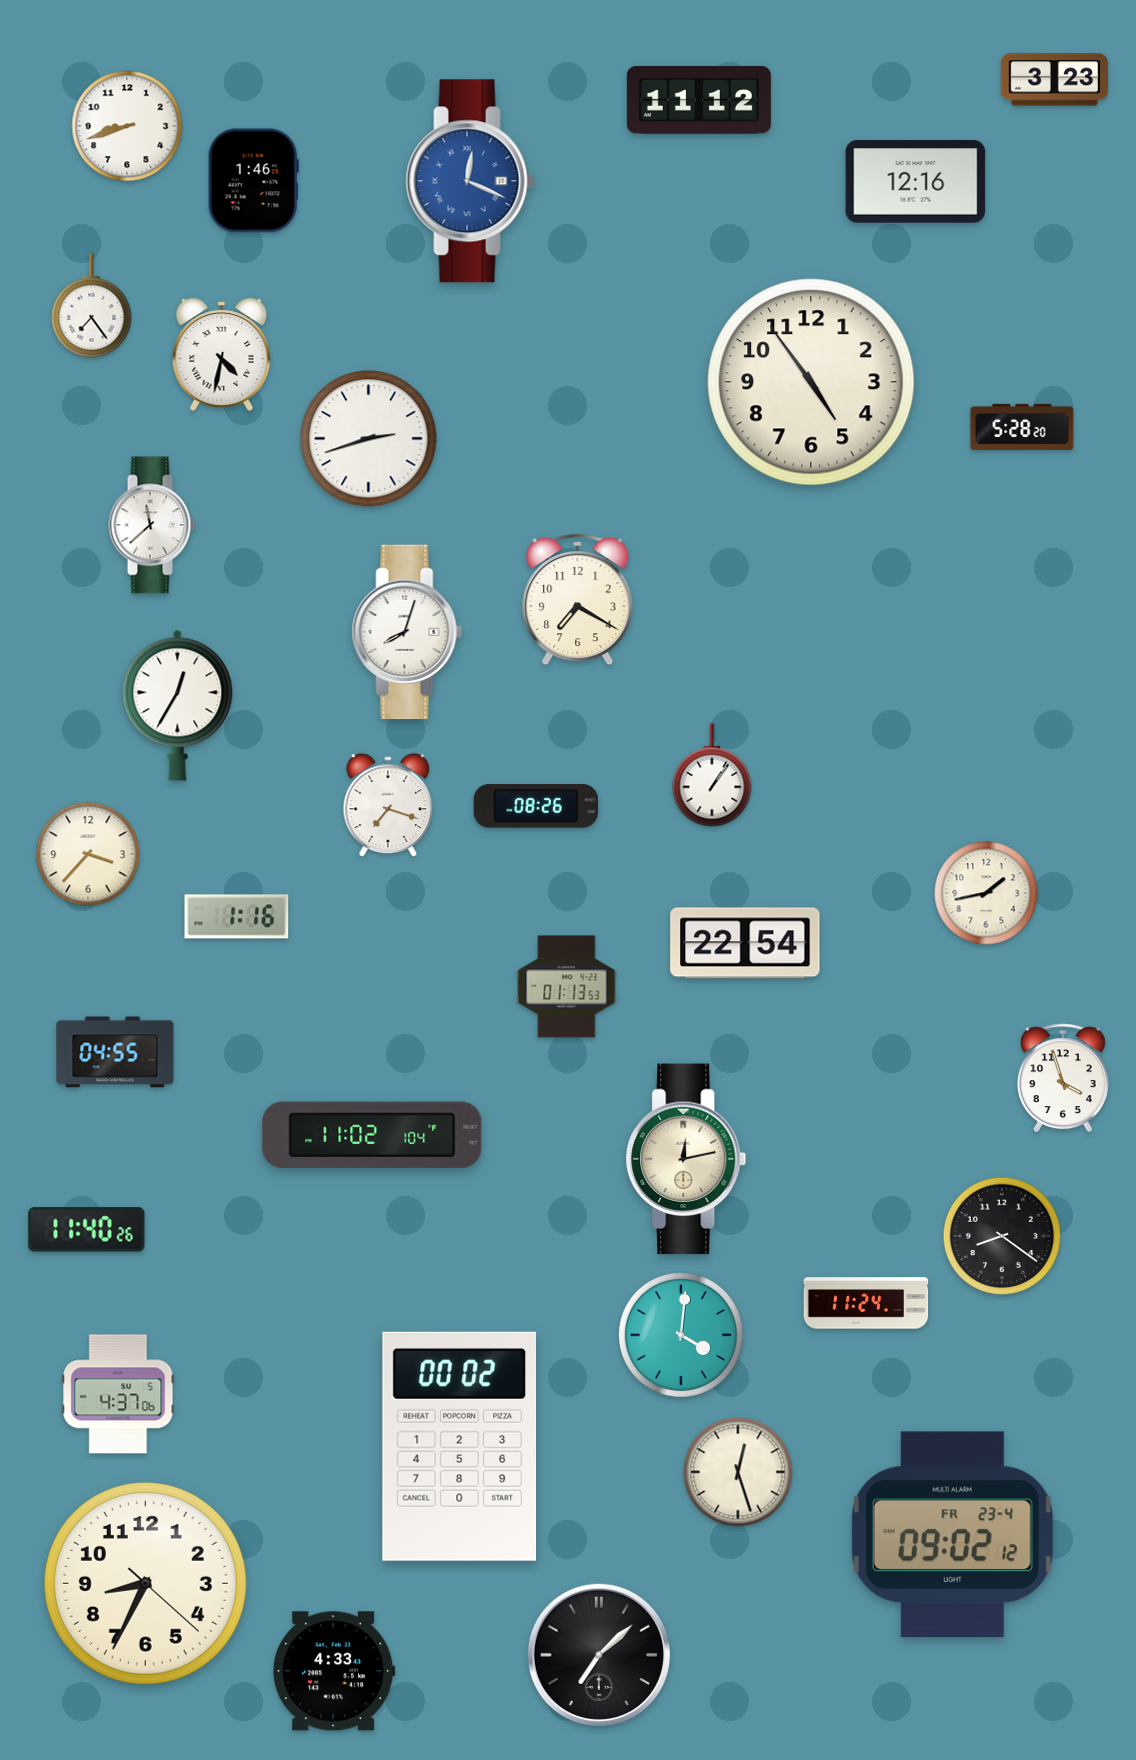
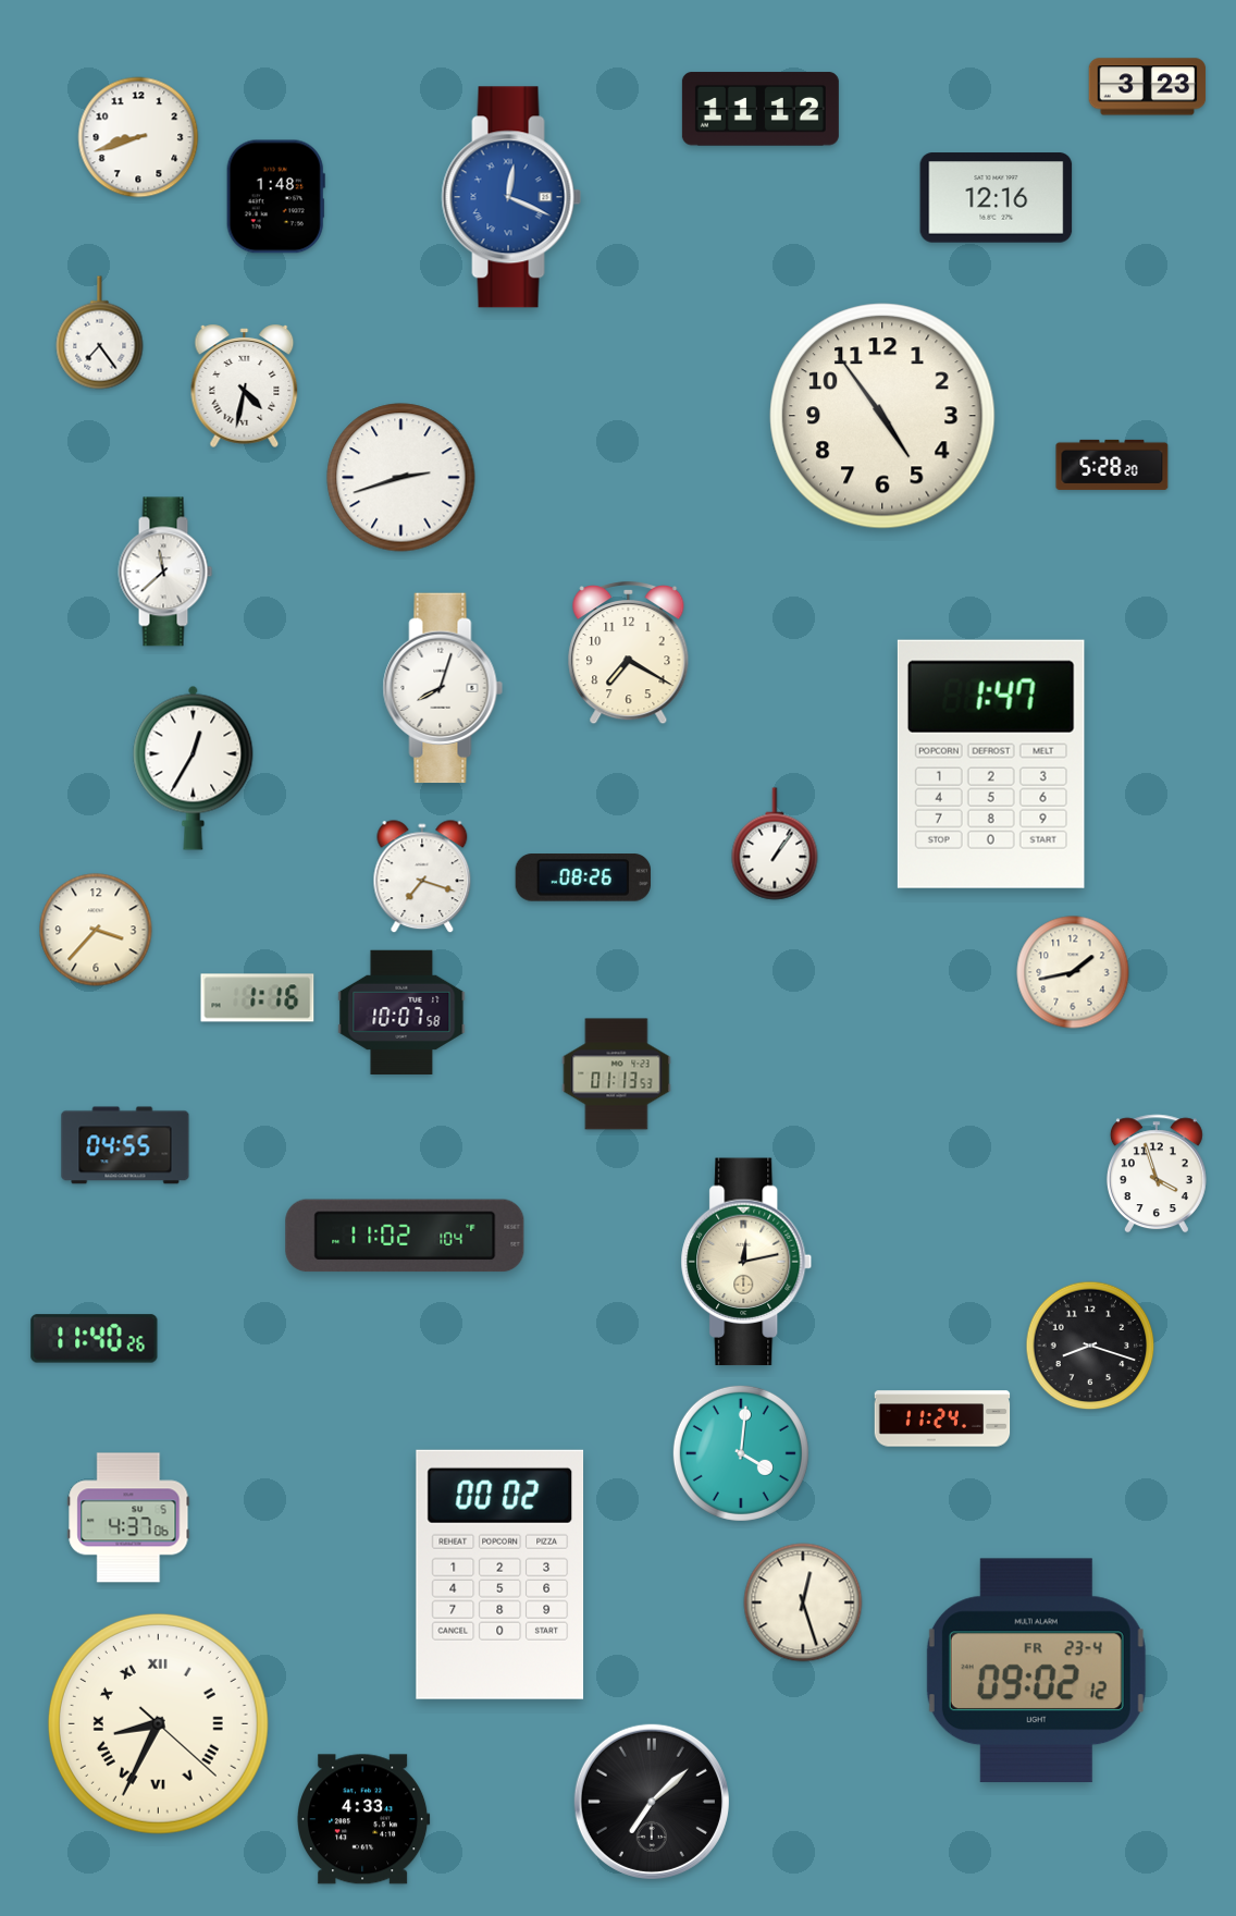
clock at (253, 181): 1:46 -> 1:48
clock at (222, 354) position: (222, 354) -> (245, 385)
clock at (991, 764): none -> 1:47
clock at (401, 1011): none -> 10:07
clock at (745, 943): 22:54 -> none
clock at (1002, 1236): 8:21 -> 8:18
clock at (145, 1583) numerals: Arabic -> Roman
